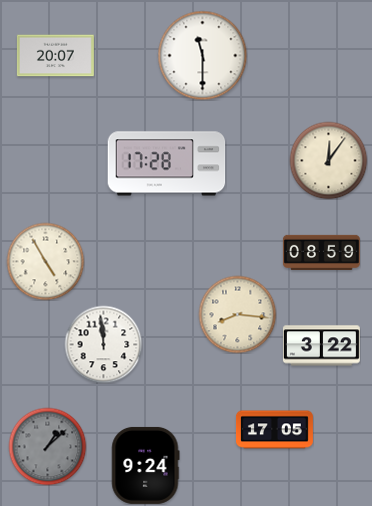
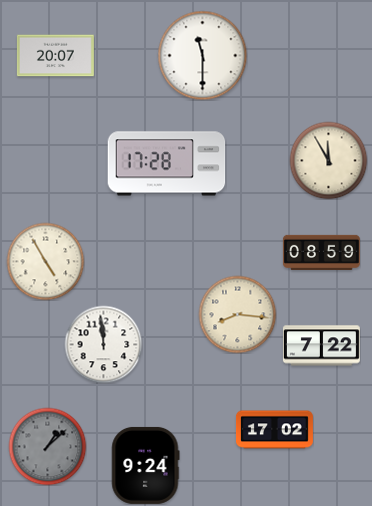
clock at (328, 160): 12:06 -> 11:55
clock at (321, 346): 3:22 -> 7:22
clock at (274, 430): 17:05 -> 17:02
